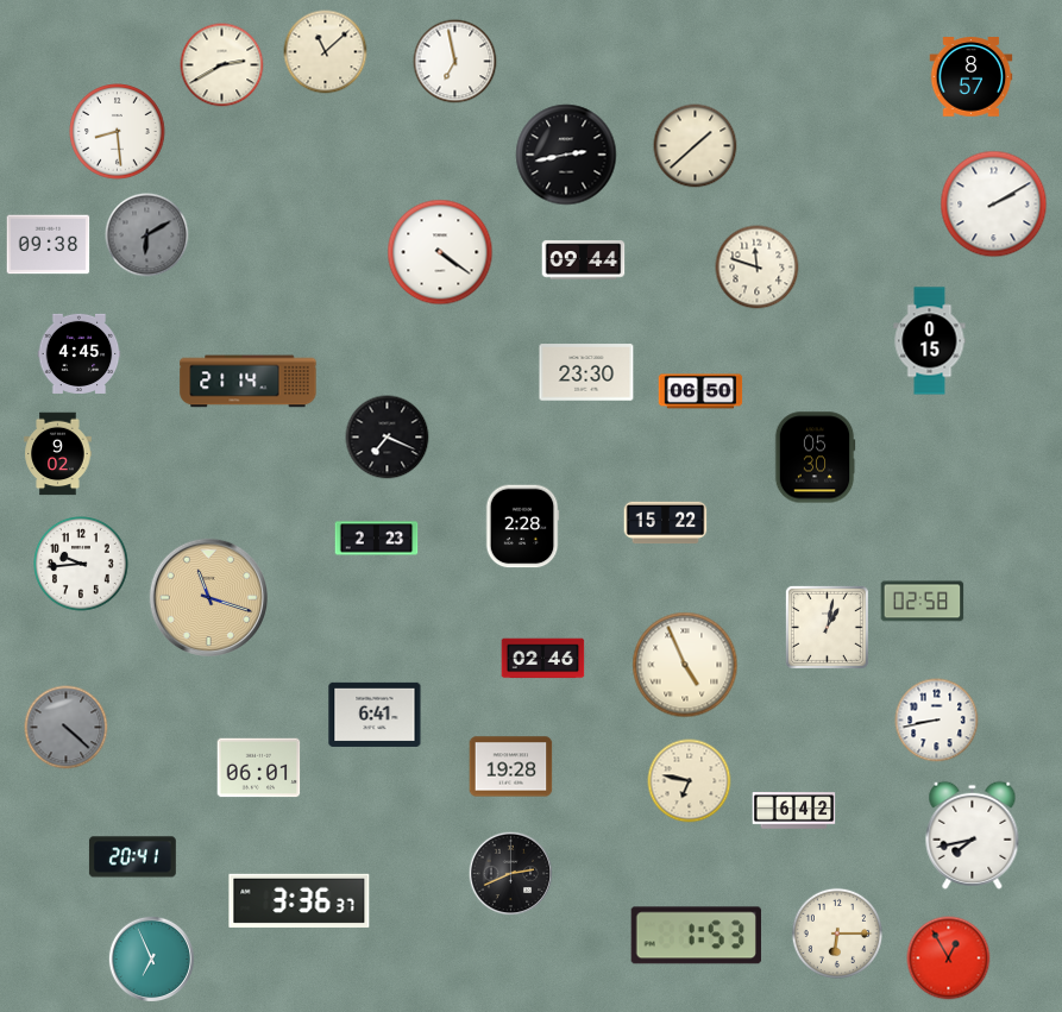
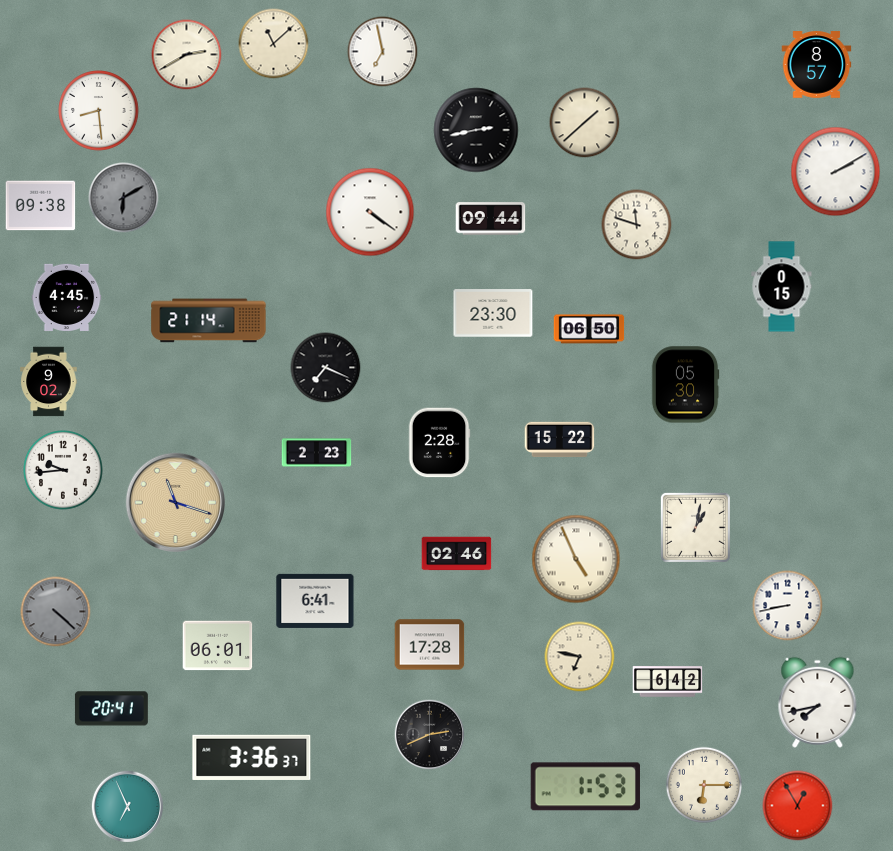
clock at (82, 565) position: (82, 565) -> (64, 471)
clock at (923, 602): 02:58 -> none
clock at (511, 767): 19:28 -> 17:28
clock at (132, 857) position: (132, 857) -> (111, 709)
